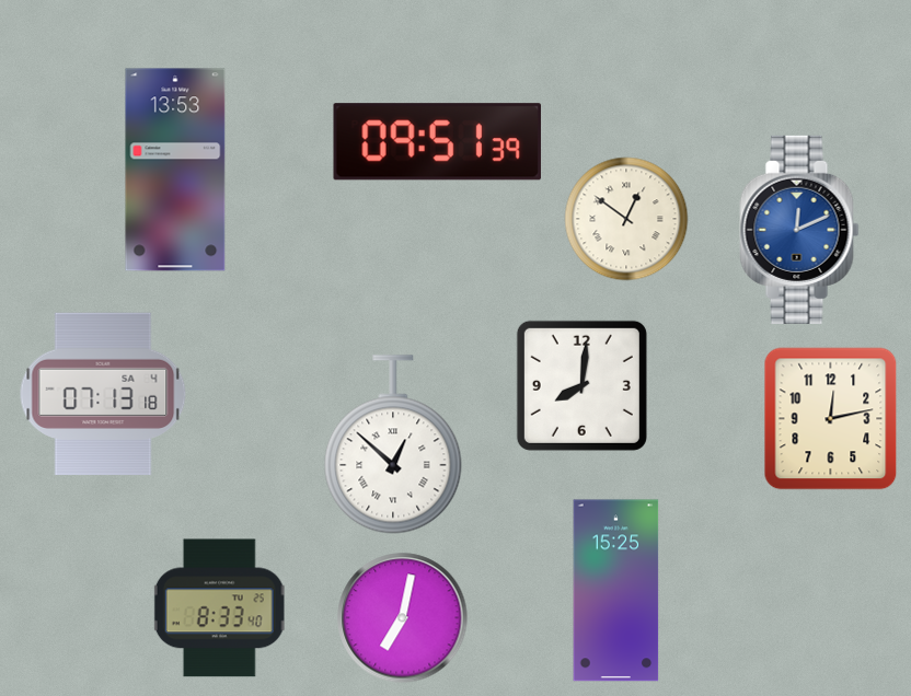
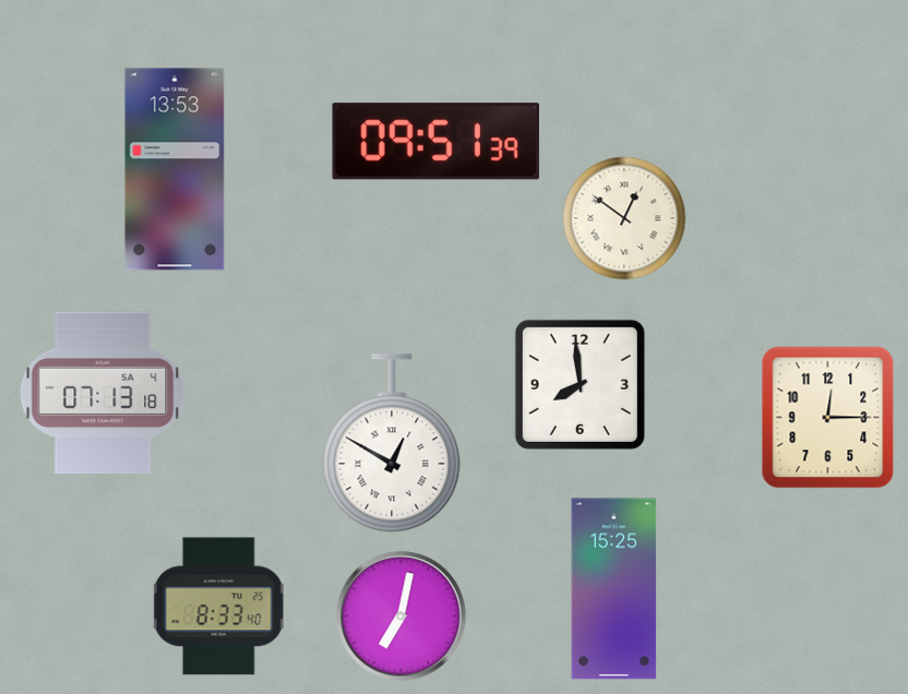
clock at (799, 230): 12:11 -> none
clock at (581, 385): 8:01 -> 7:59
clock at (831, 419): 12:13 -> 12:15
clock at (393, 444): 12:52 -> 12:50
